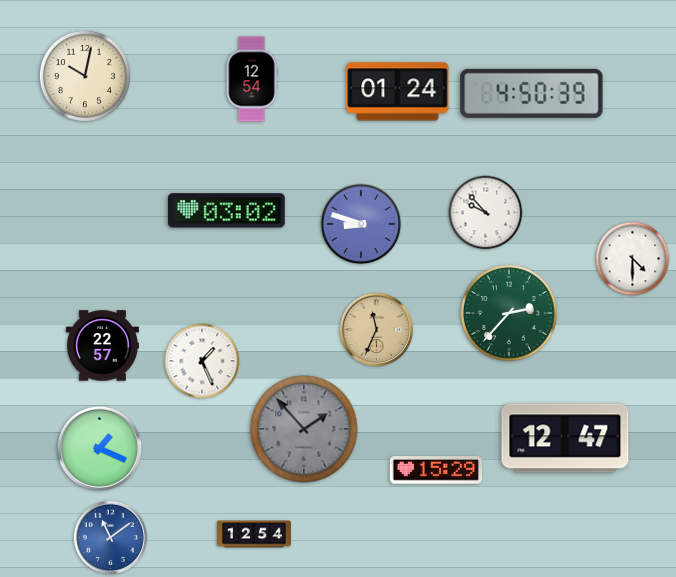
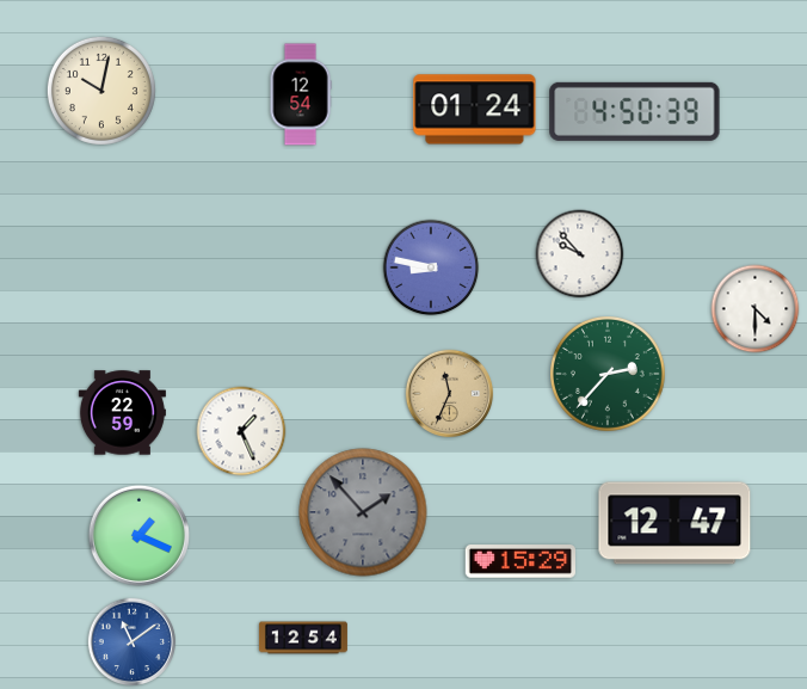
clock at (226, 211): 03:02 -> none
clock at (361, 224): 8:48 -> 8:47
clock at (102, 346): 22:57 -> 22:59
clock at (99, 448) position: (99, 448) -> (138, 535)
